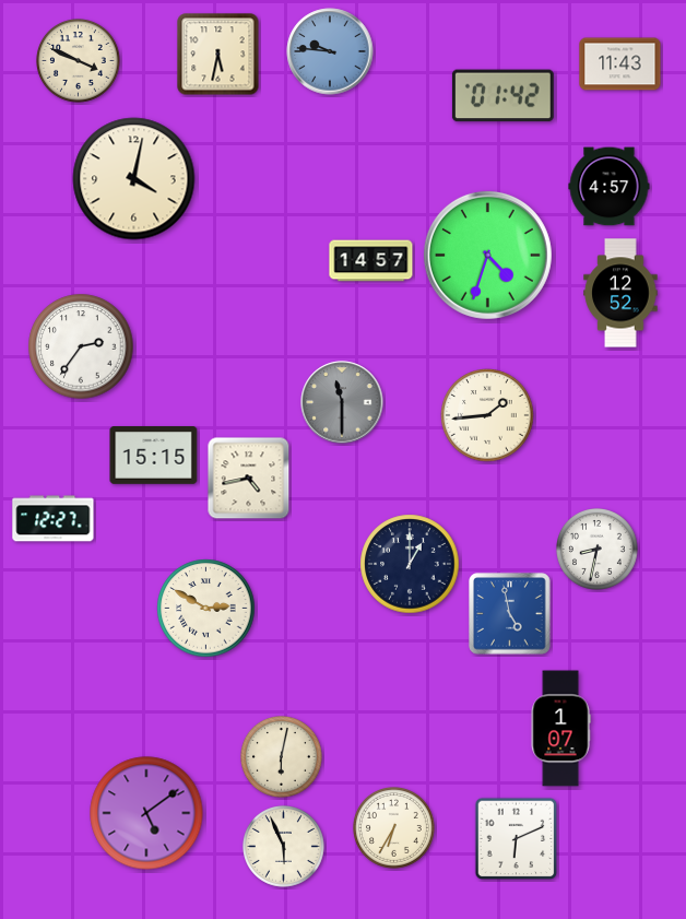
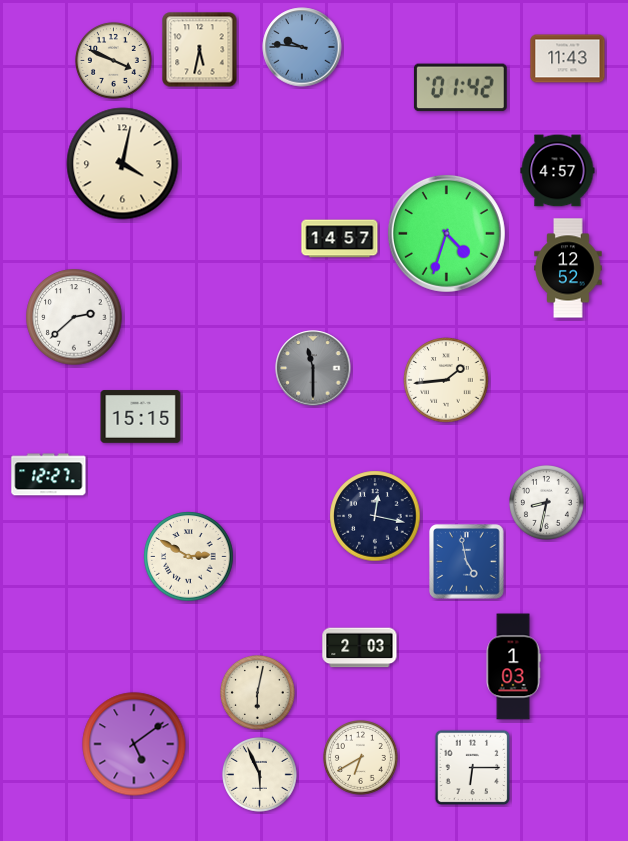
clock at (79, 61) position: (79, 61) -> (114, 61)
clock at (81, 346): 2:36 -> 2:38
clock at (249, 479): 4:43 -> none
clock at (410, 564): 1:00 -> 12:17
clock at (360, 648): none -> 2:03
clock at (560, 729): 1:07 -> 1:03
clock at (394, 828): 6:35 -> 6:40
clock at (517, 839): 6:11 -> 6:15
